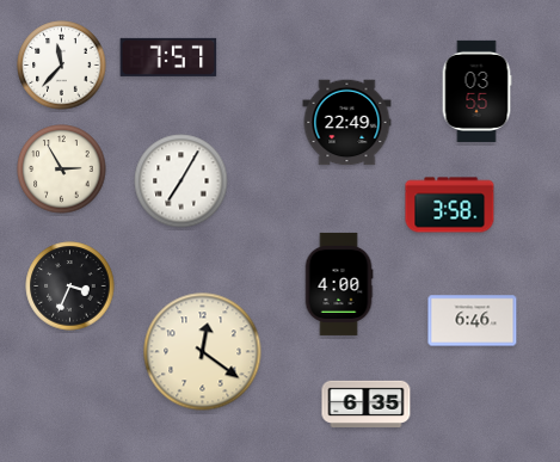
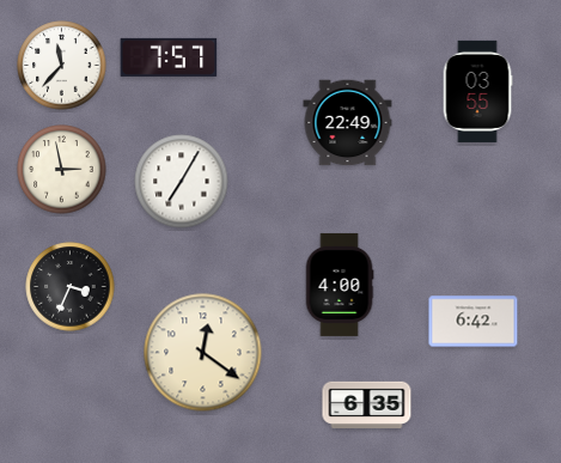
clock at (62, 170): 2:55 -> 2:58
clock at (450, 205): 3:58 -> none
clock at (473, 321): 6:46 -> 6:42
